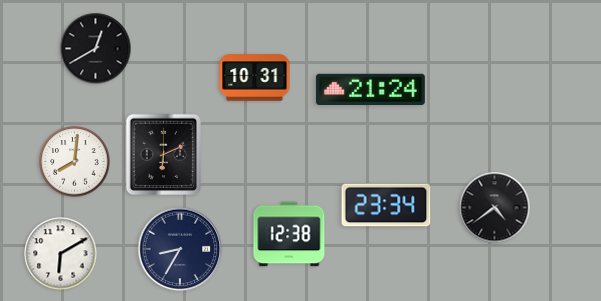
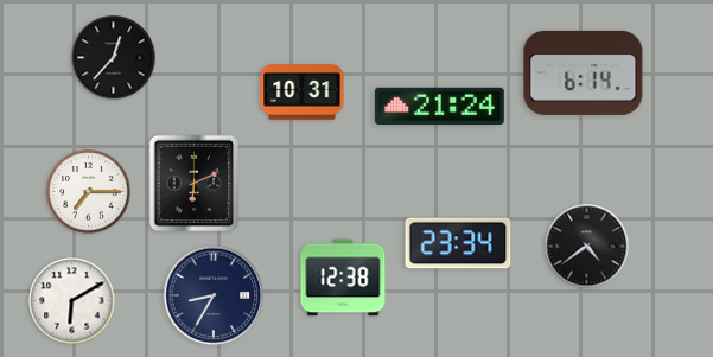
clock at (96, 49): 12:40 -> 12:37
clock at (584, 72): none -> 6:14
clock at (75, 162): 8:01 -> 7:15
